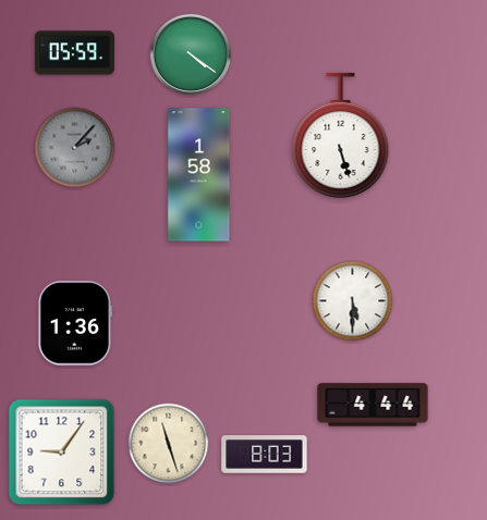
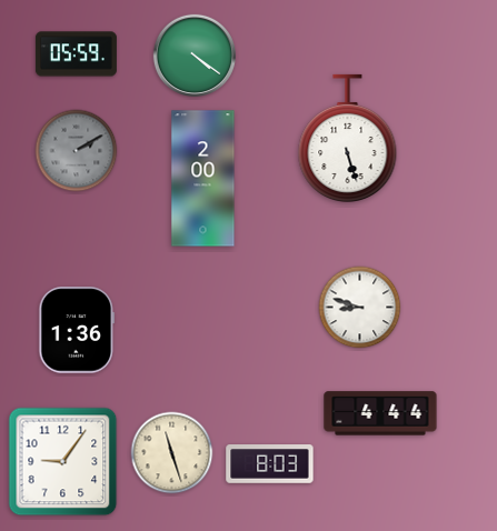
clock at (75, 148): 2:07 -> 2:10
clock at (199, 175): 1:58 -> 2:00
clock at (353, 301): 5:30 -> 8:48
